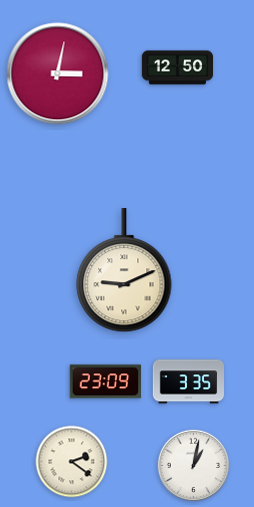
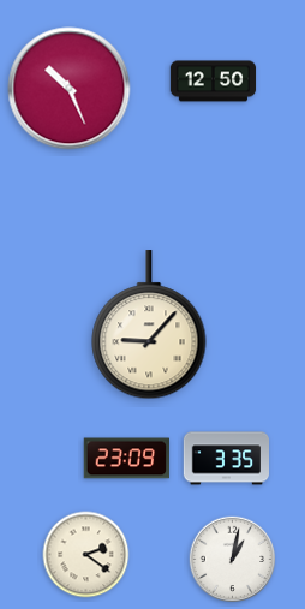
clock at (58, 74): 3:02 -> 10:26
clock at (124, 271): 9:11 -> 9:07
